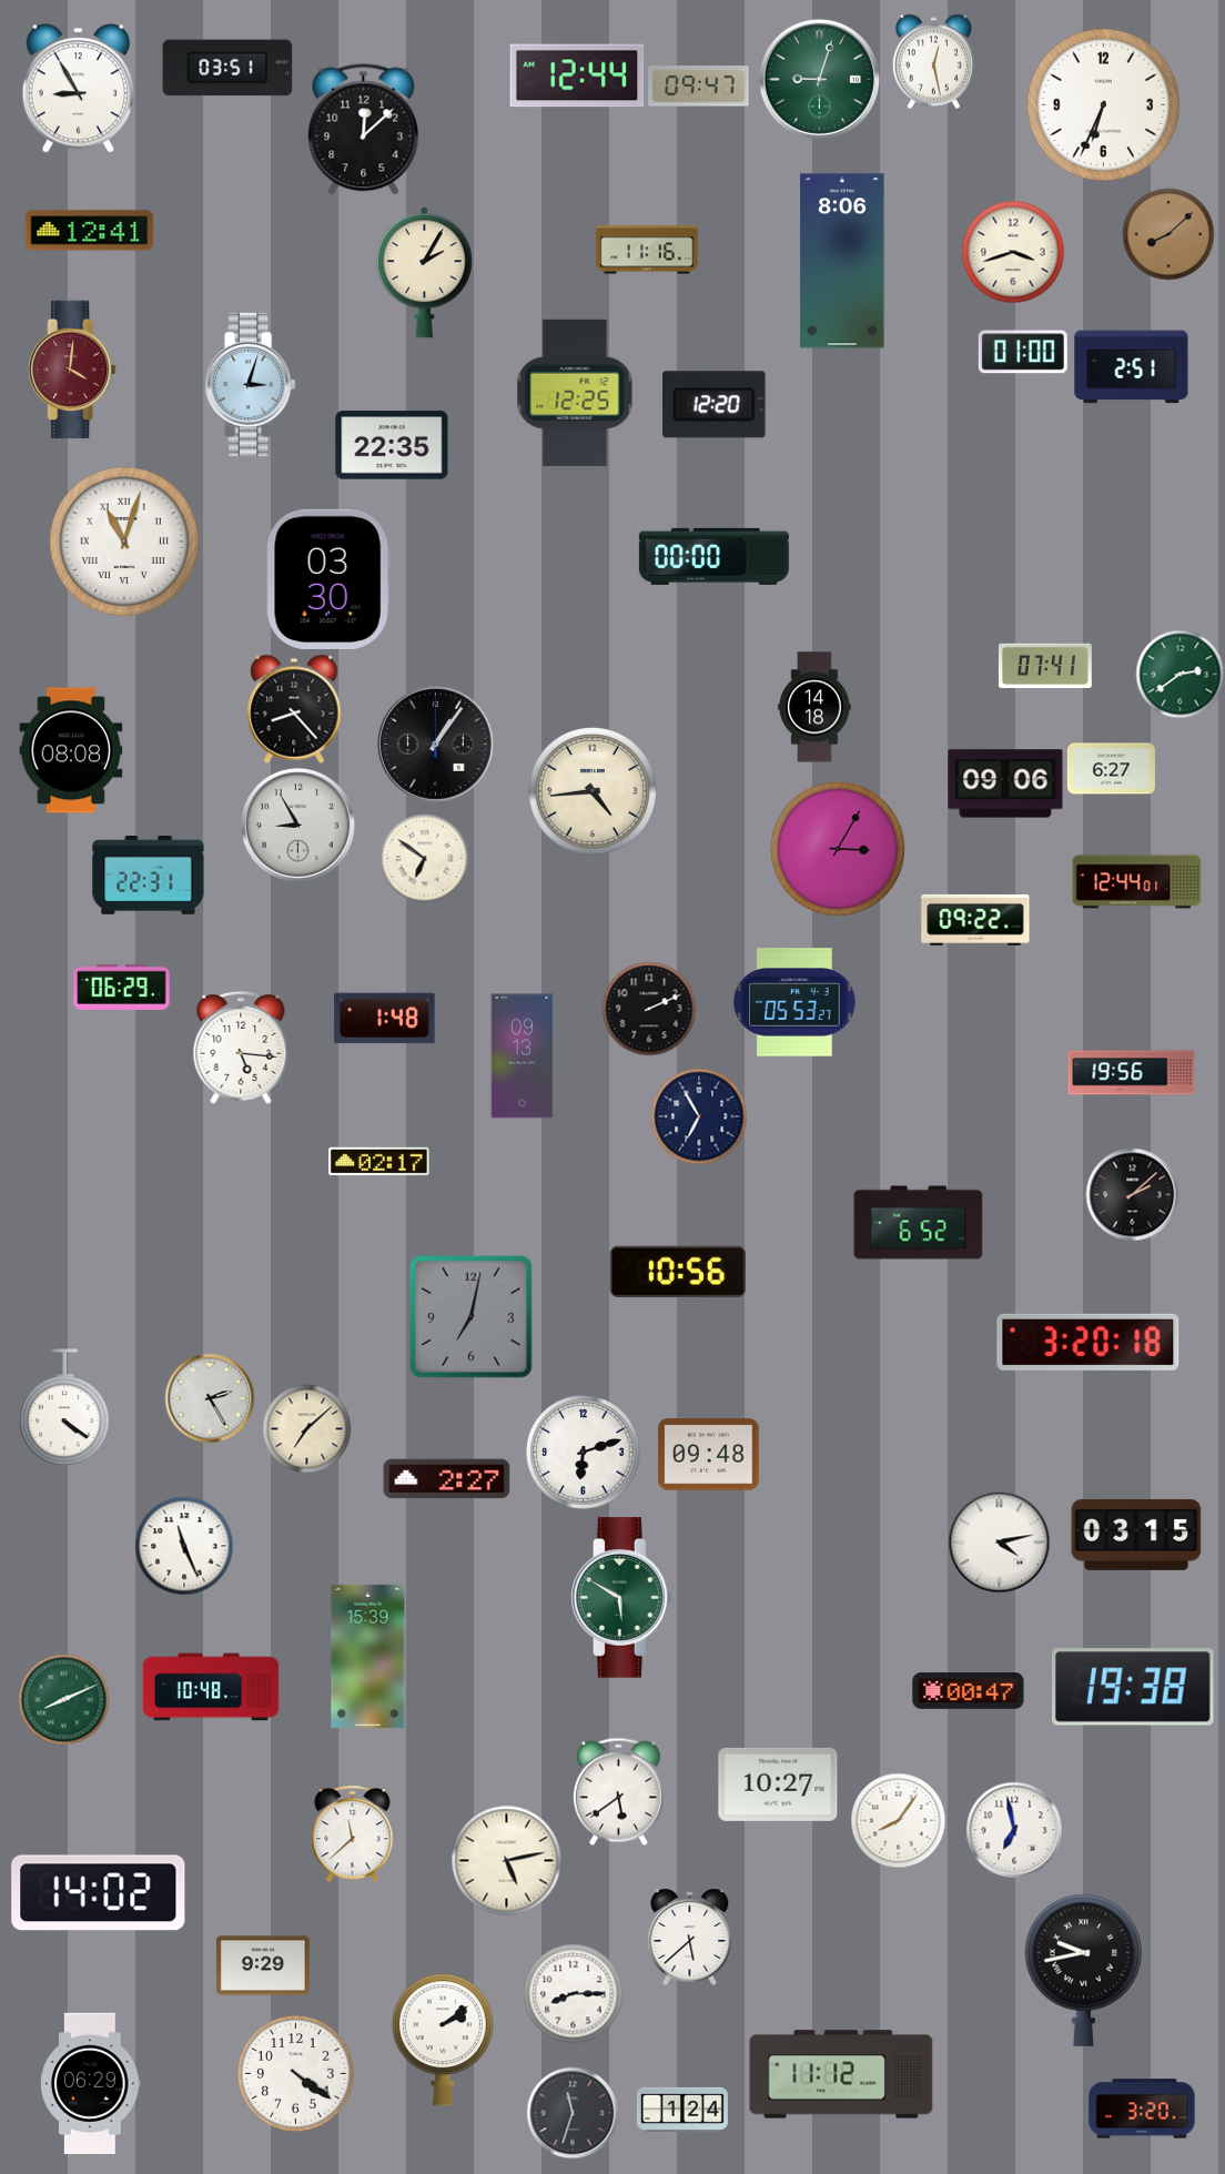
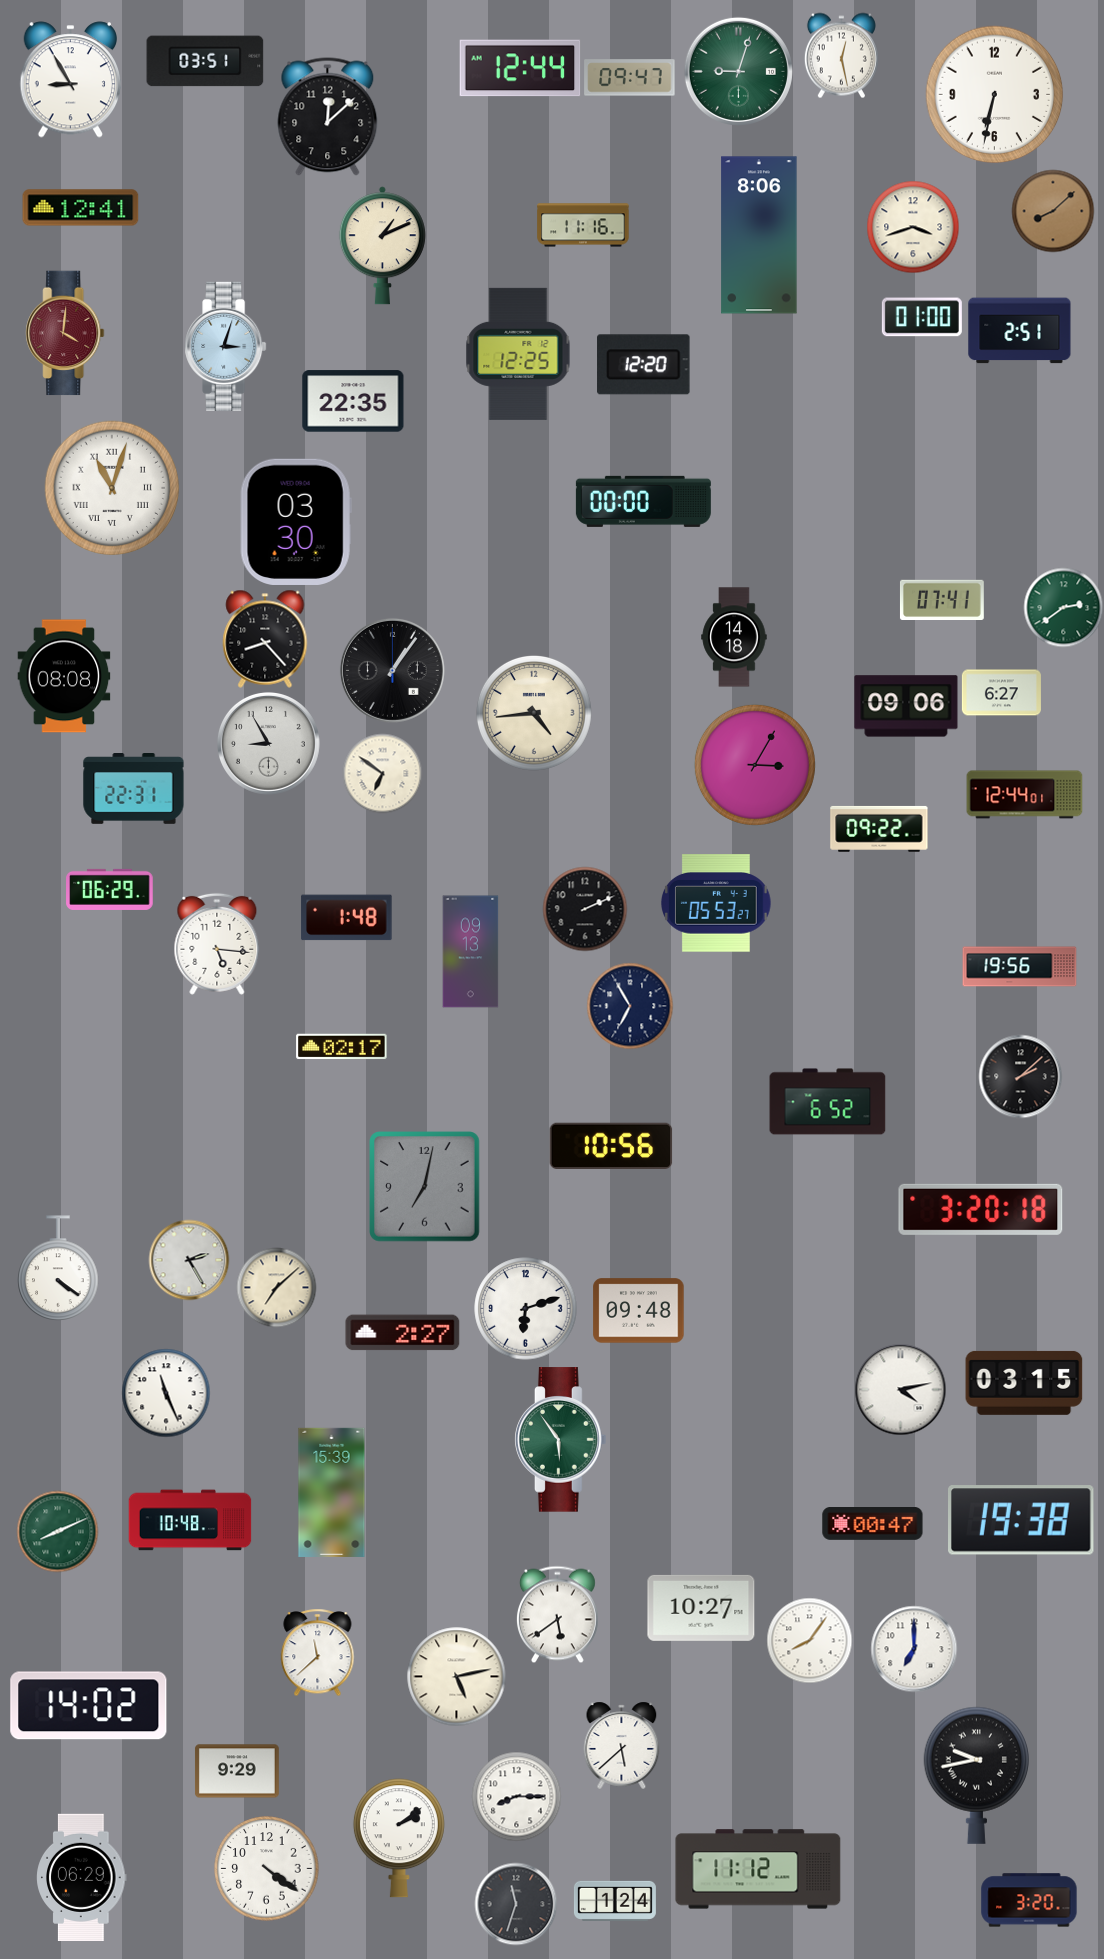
clock at (1104, 105): 6:34 -> 6:32
clock at (424, 273): 2:05 -> 1:11
clock at (622, 1598): 5:50 -> 5:54
clock at (1014, 1830): 6:58 -> 7:00
